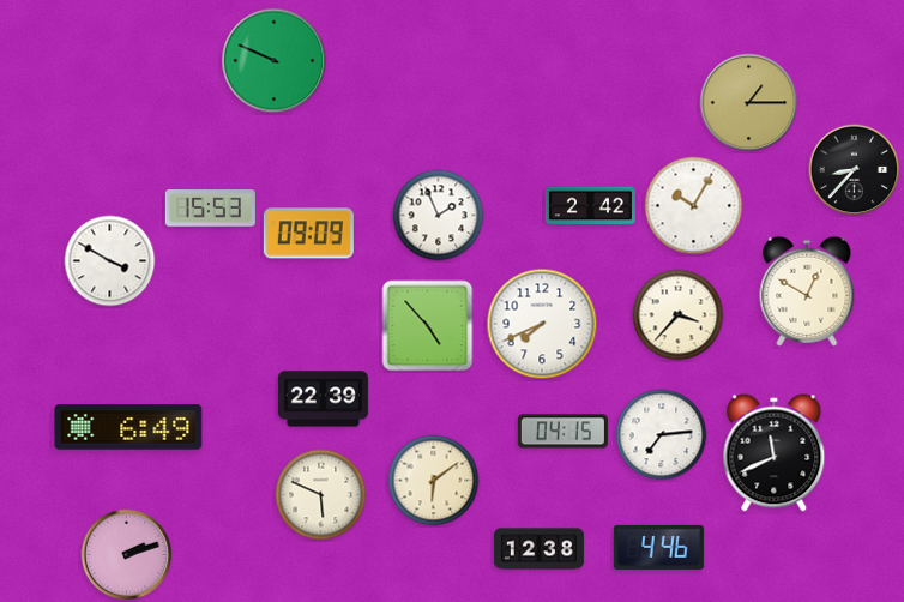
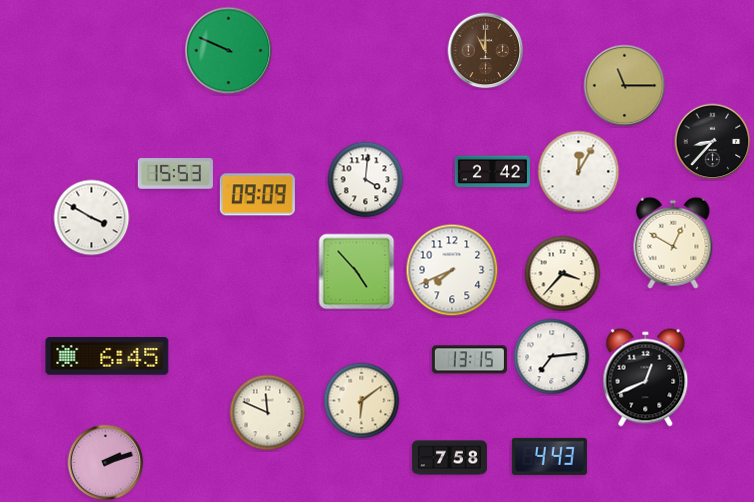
clock at (486, 51): none -> 11:00
clock at (749, 103): 1:15 -> 11:15
clock at (694, 206): 10:05 -> 12:05
clock at (439, 216): 1:56 -> 4:01
clock at (679, 315) position: (679, 315) -> (563, 274)
clock at (323, 399): 22:39 -> none
clock at (128, 427): 6:49 -> 6:45
clock at (562, 432): 04:15 -> 13:15
clock at (662, 435) position: (662, 435) -> (552, 357)
clock at (775, 453): 11:41 -> 12:41
clock at (321, 495): 5:49 -> 11:49
clock at (658, 547): 4:46 -> 4:43
clock at (538, 549): 12:38 -> 7:58
